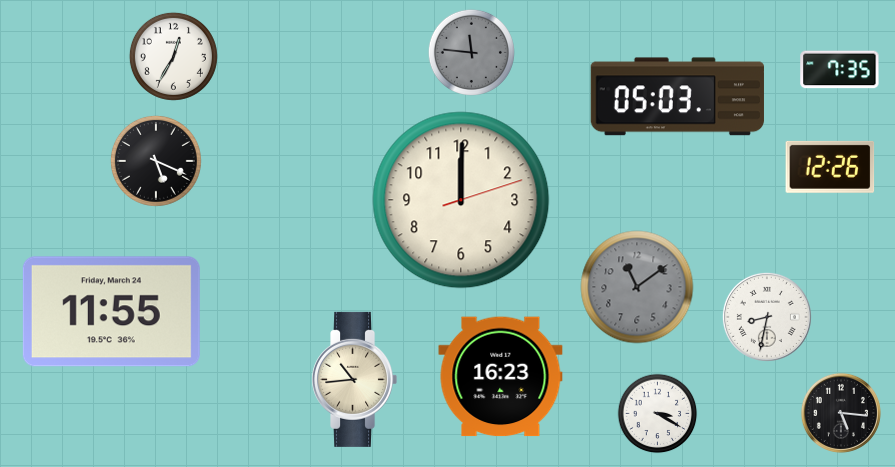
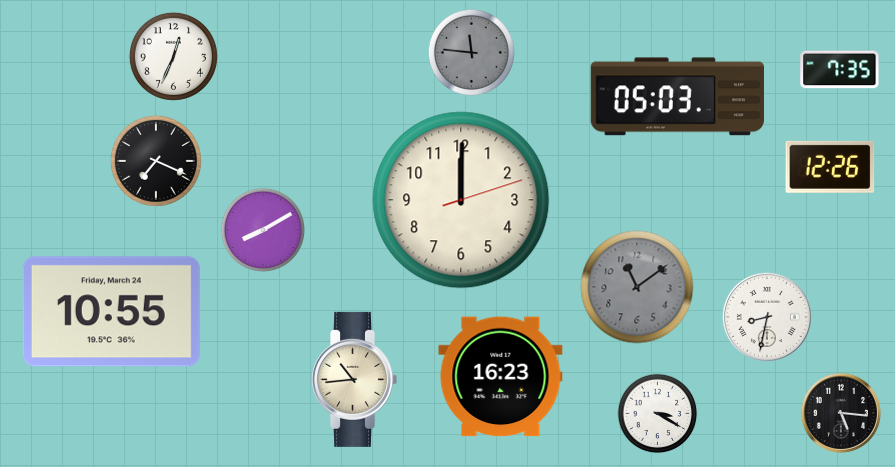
clock at (173, 56): 12:35 -> 12:34
clock at (156, 161): 5:19 -> 7:19
clock at (262, 229): none -> 8:10
clock at (111, 312): 11:55 -> 10:55
